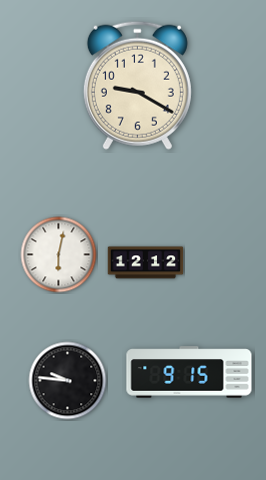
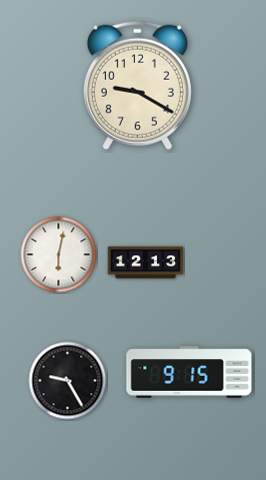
clock at (146, 263): 12:12 -> 12:13
clock at (68, 381): 9:46 -> 9:25
